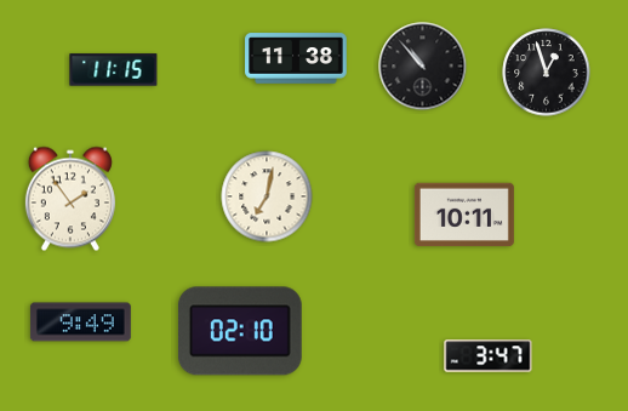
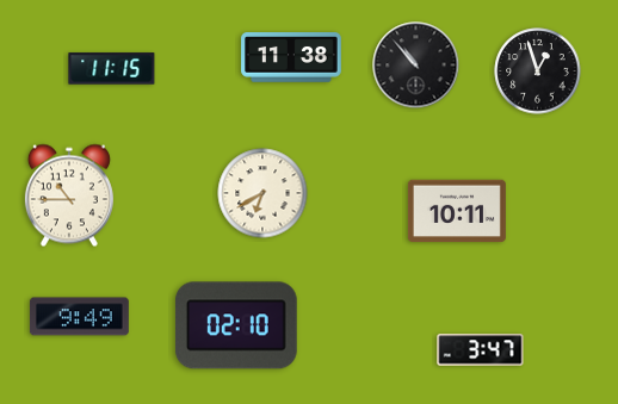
clock at (267, 196): 7:02 -> 6:40
clock at (70, 199): 1:54 -> 10:45
